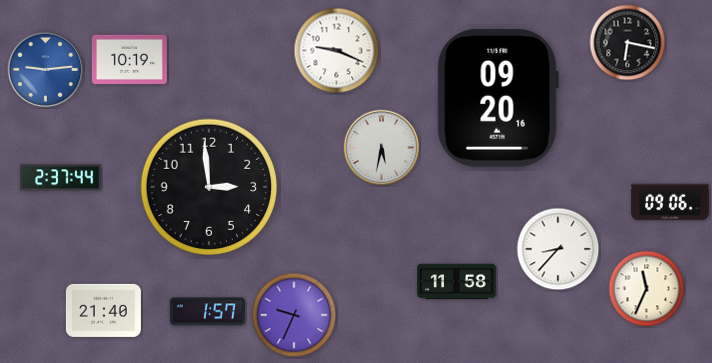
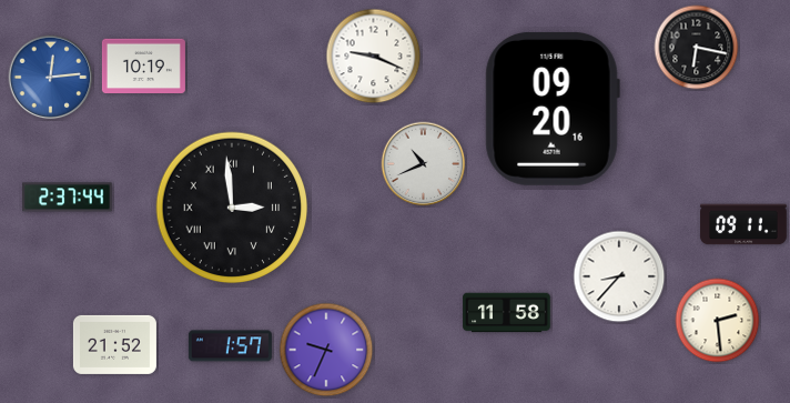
clock at (46, 70): 9:14 -> 12:14
clock at (382, 148): 5:32 -> 10:41
clock at (209, 187) numerals: Arabic -> Roman
clock at (670, 202): 09:06 -> 09:11
clock at (647, 289): 11:34 -> 2:29
clock at (103, 310): 21:40 -> 21:52
